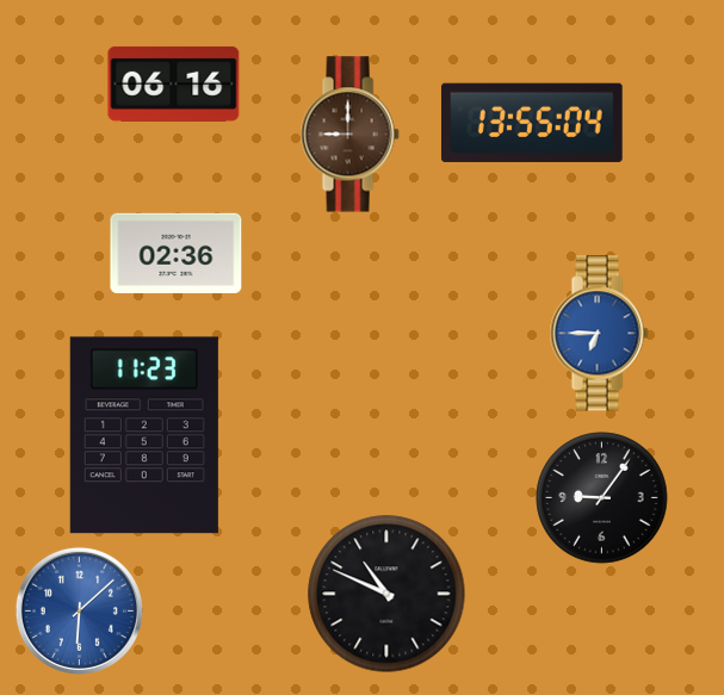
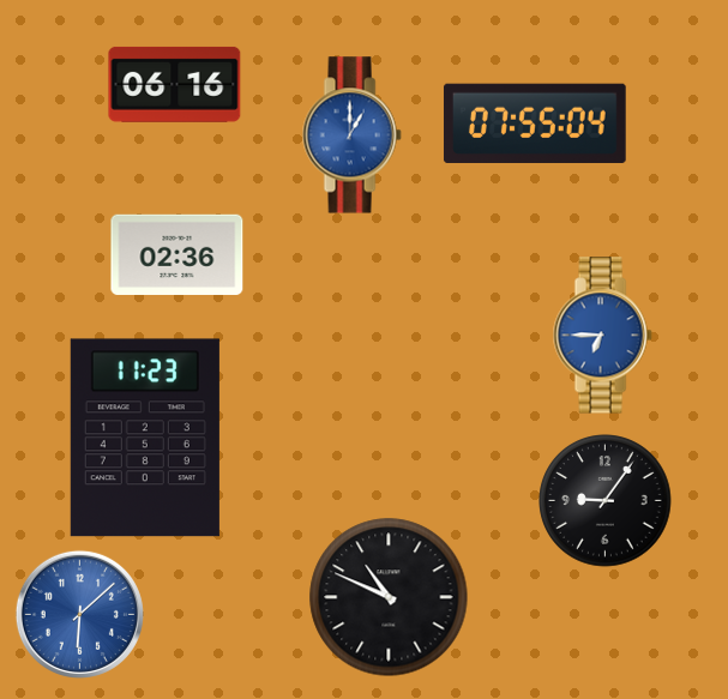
clock at (532, 123): 13:55 -> 07:55
clock at (349, 135): 9:00 -> 1:00
clock at (349, 135) dial: brown -> blue
